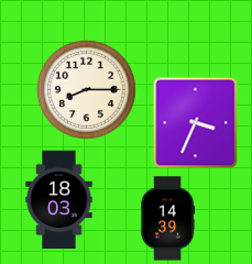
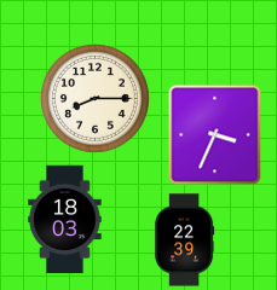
clock at (168, 219): 14:39 -> 22:39
